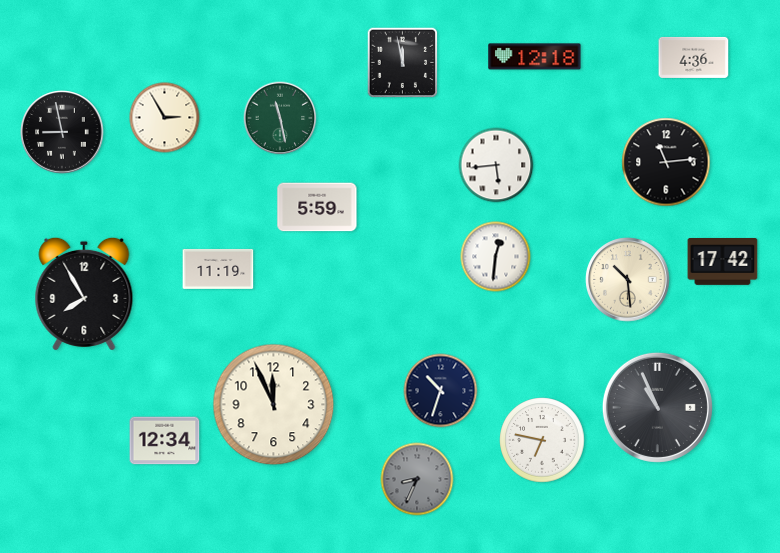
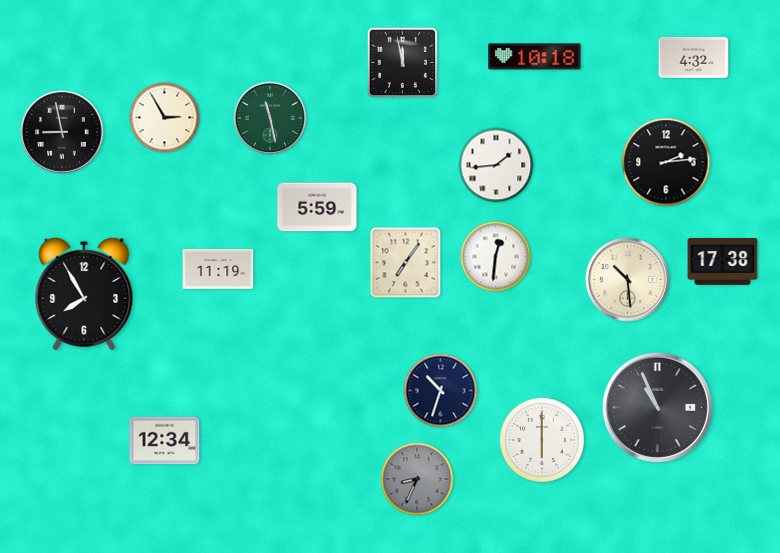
clock at (535, 57): 12:18 -> 10:18
clock at (694, 57): 4:36 -> 4:32
clock at (280, 118) position: (280, 118) -> (270, 118)
clock at (666, 162): 11:14 -> 2:14
clock at (496, 165): 5:44 -> 1:44
clock at (723, 262): 17:42 -> 17:38
clock at (406, 263): none -> 7:06
clock at (274, 405): 11:56 -> none
clock at (542, 440): 6:47 -> 6:00
